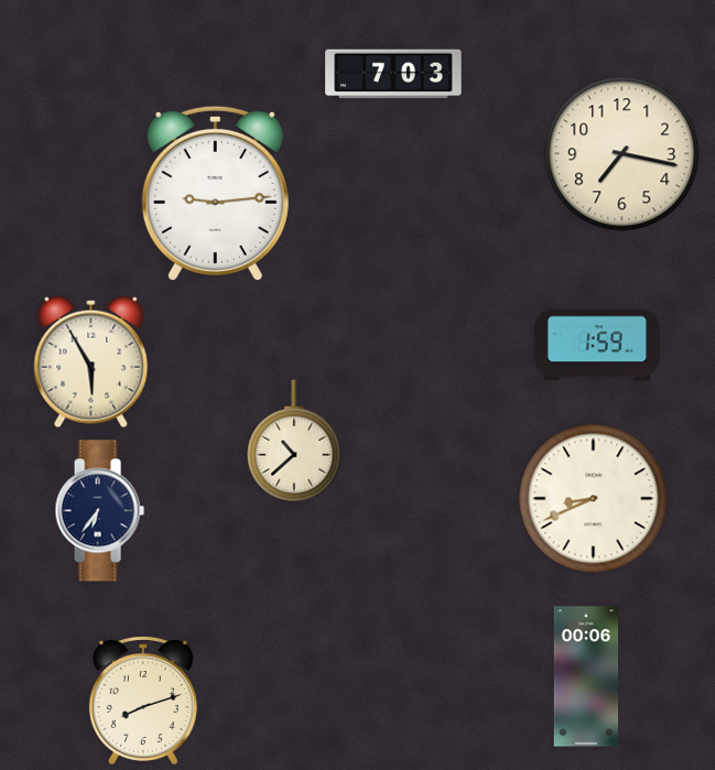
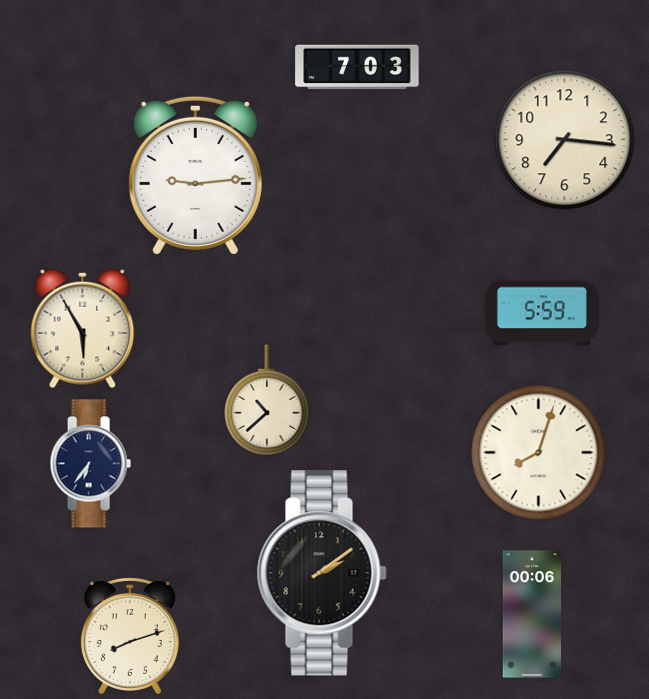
clock at (622, 154): 7:17 -> 7:16
clock at (597, 345): 1:59 -> 5:59
clock at (594, 499): 8:41 -> 8:03
clock at (322, 573): none -> 2:09
